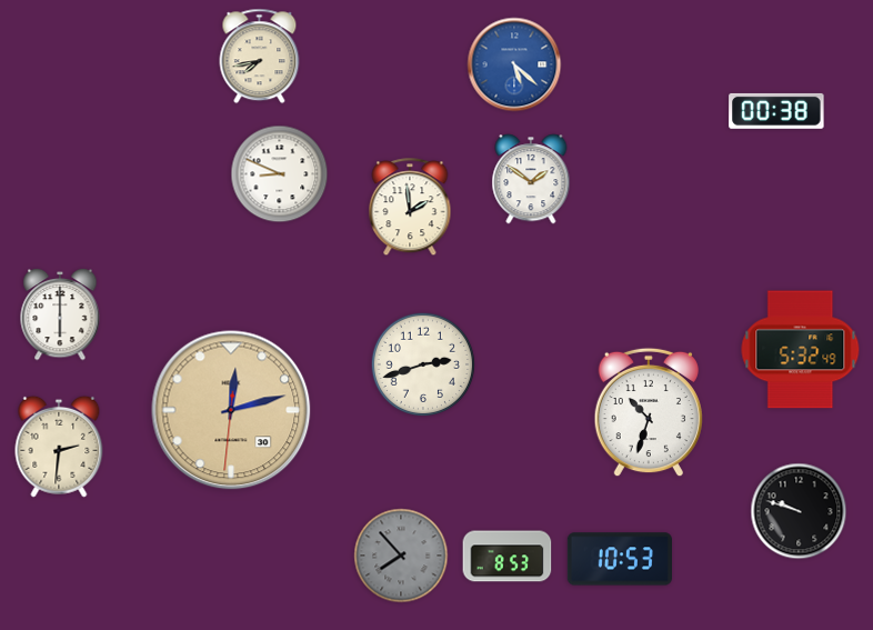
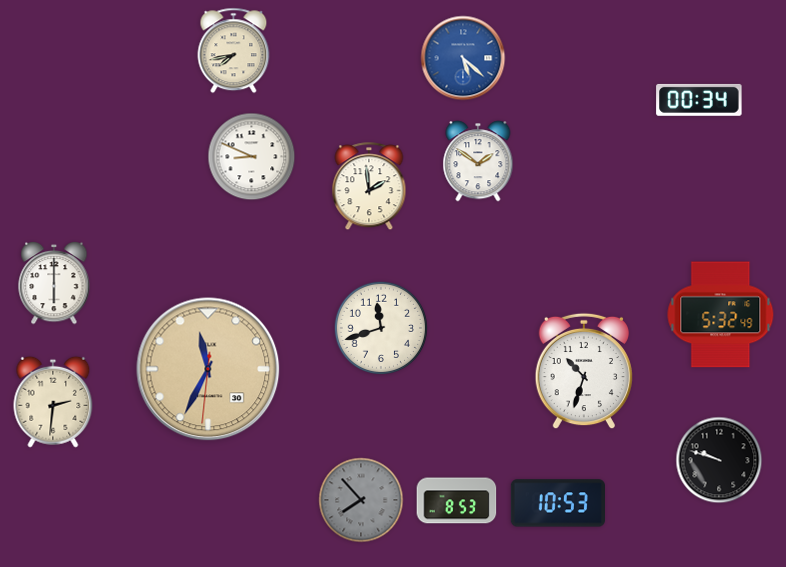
clock at (776, 111): 00:38 -> 00:34
clock at (422, 363): 2:42 -> 11:42
clock at (231, 410): 12:12 -> 11:34
